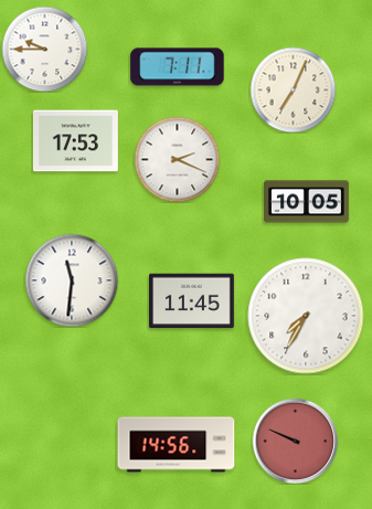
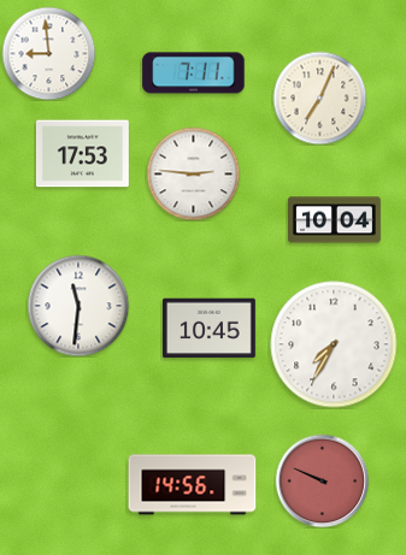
clock at (44, 49): 9:45 -> 8:59
clock at (177, 159): 2:19 -> 2:46
clock at (307, 202): 10:05 -> 10:04
clock at (191, 301): 11:45 -> 10:45
